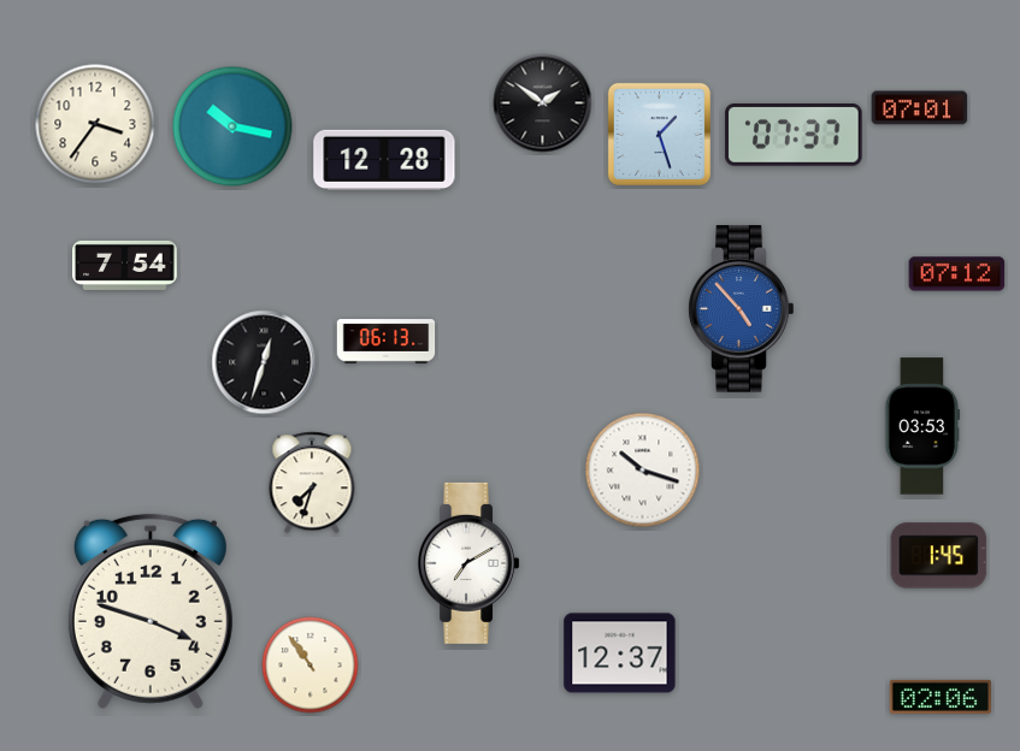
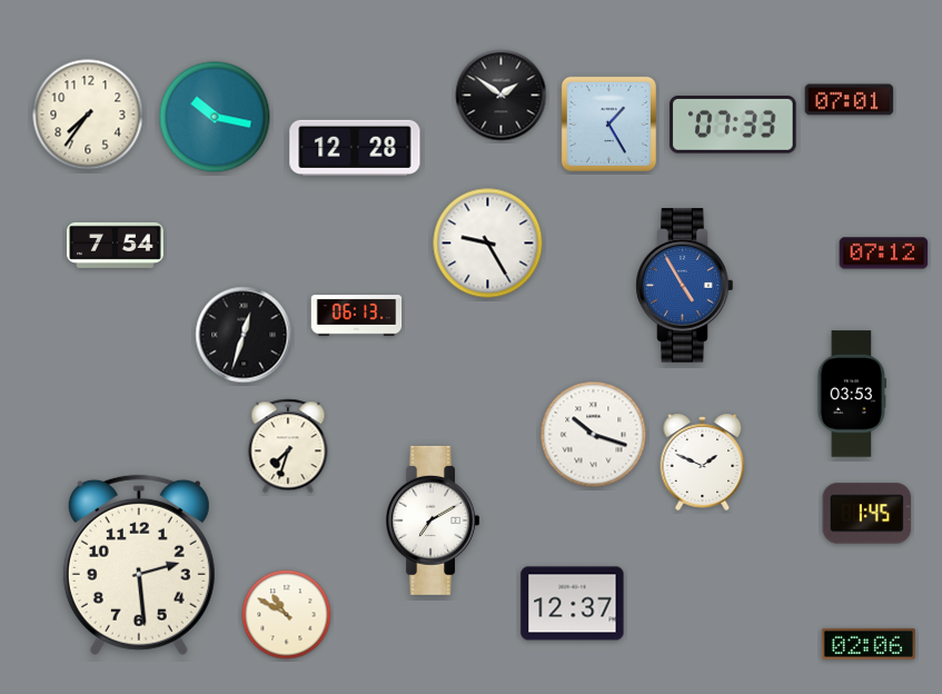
clock at (95, 124): 3:36 -> 7:36
clock at (659, 134): 1:27 -> 1:25
clock at (794, 135): 07:37 -> 07:33
clock at (488, 244): none -> 9:25
clock at (742, 309): 4:53 -> 4:55
clock at (703, 462): none -> 1:49
clock at (151, 611): 3:48 -> 2:29
clock at (311, 666): 10:54 -> 10:50
